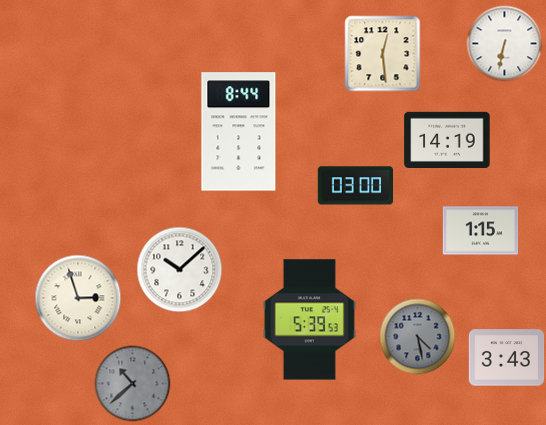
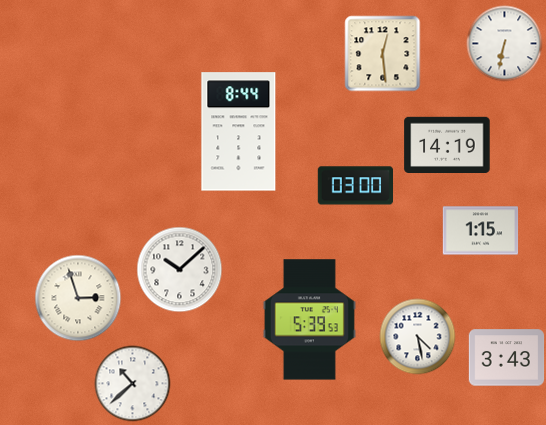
clock at (447, 139) position: (447, 139) -> (447, 144)
clock at (418, 337) dial: grey -> white
clock at (133, 384) dial: grey -> white
